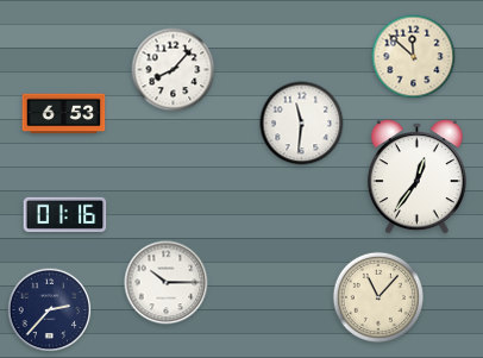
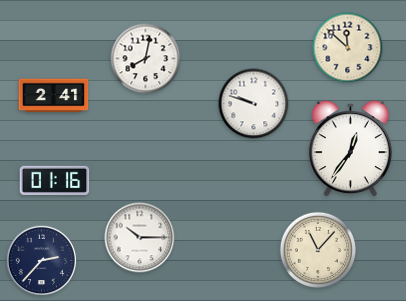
clock at (174, 70): 8:07 -> 8:02
clock at (64, 114): 6:53 -> 2:41
clock at (302, 124): 11:31 -> 9:48
